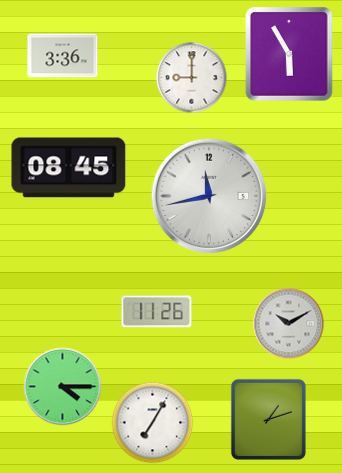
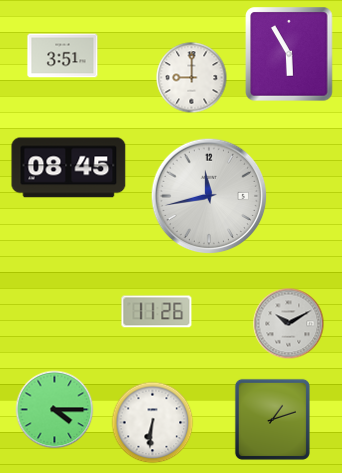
clock at (63, 56): 3:36 -> 3:51
clock at (63, 387) position: (63, 387) -> (55, 410)
clock at (268, 419) position: (268, 419) -> (272, 419)
clock at (153, 423): 7:05 -> 6:31
